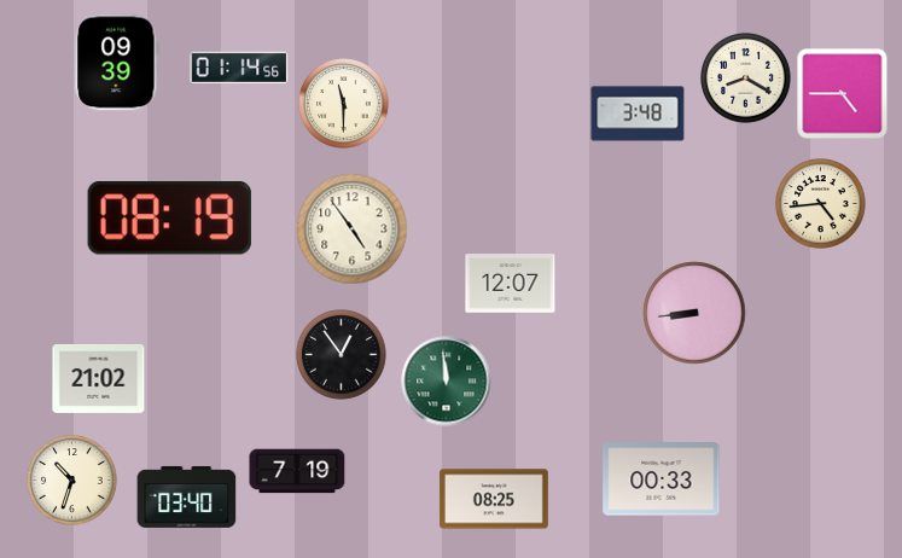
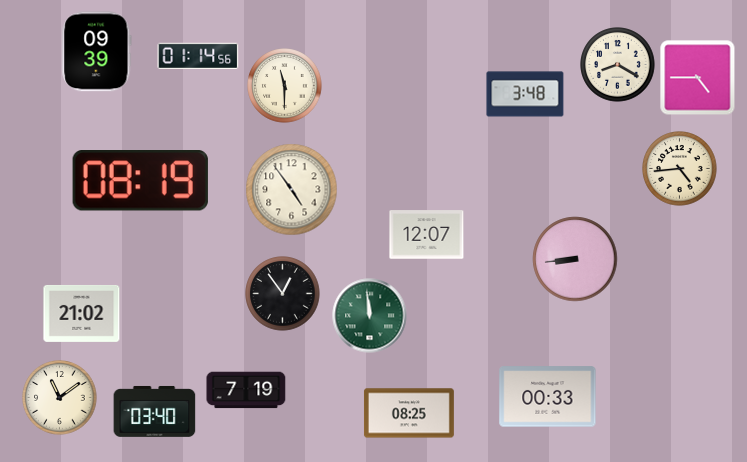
clock at (638, 114) position: (638, 114) -> (525, 94)
clock at (511, 284) position: (511, 284) -> (427, 235)
clock at (72, 481): 10:33 -> 11:09
